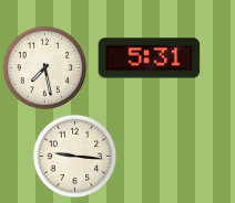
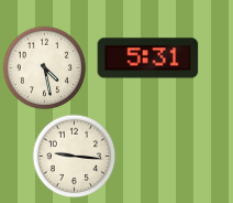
clock at (45, 68): 7:28 -> 4:28
